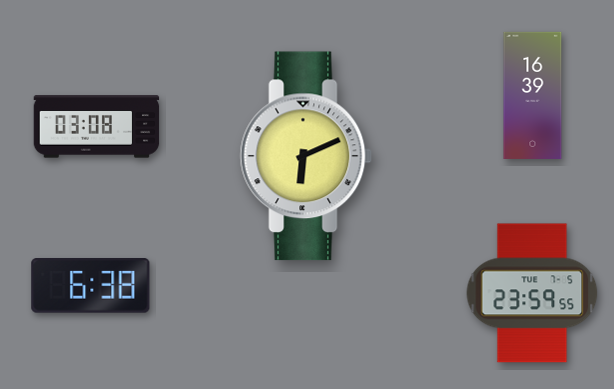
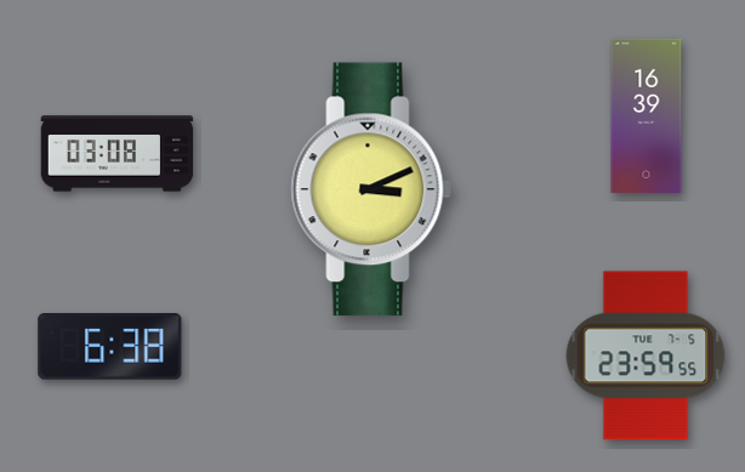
clock at (306, 156): 6:11 -> 3:11
